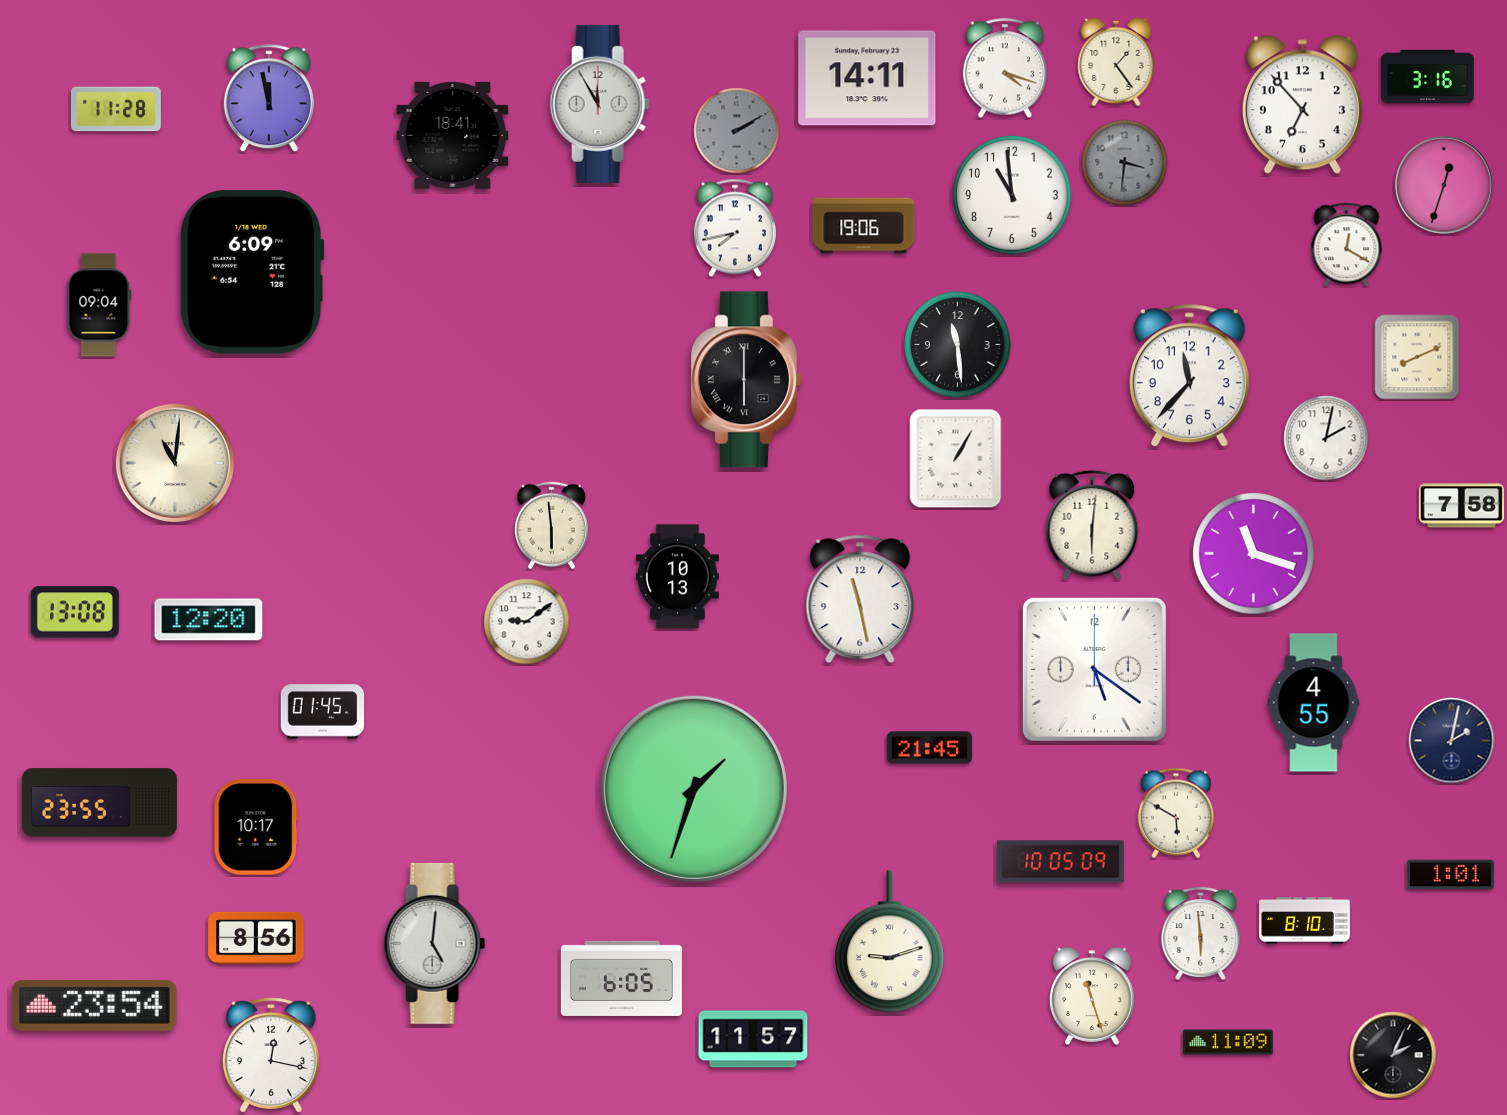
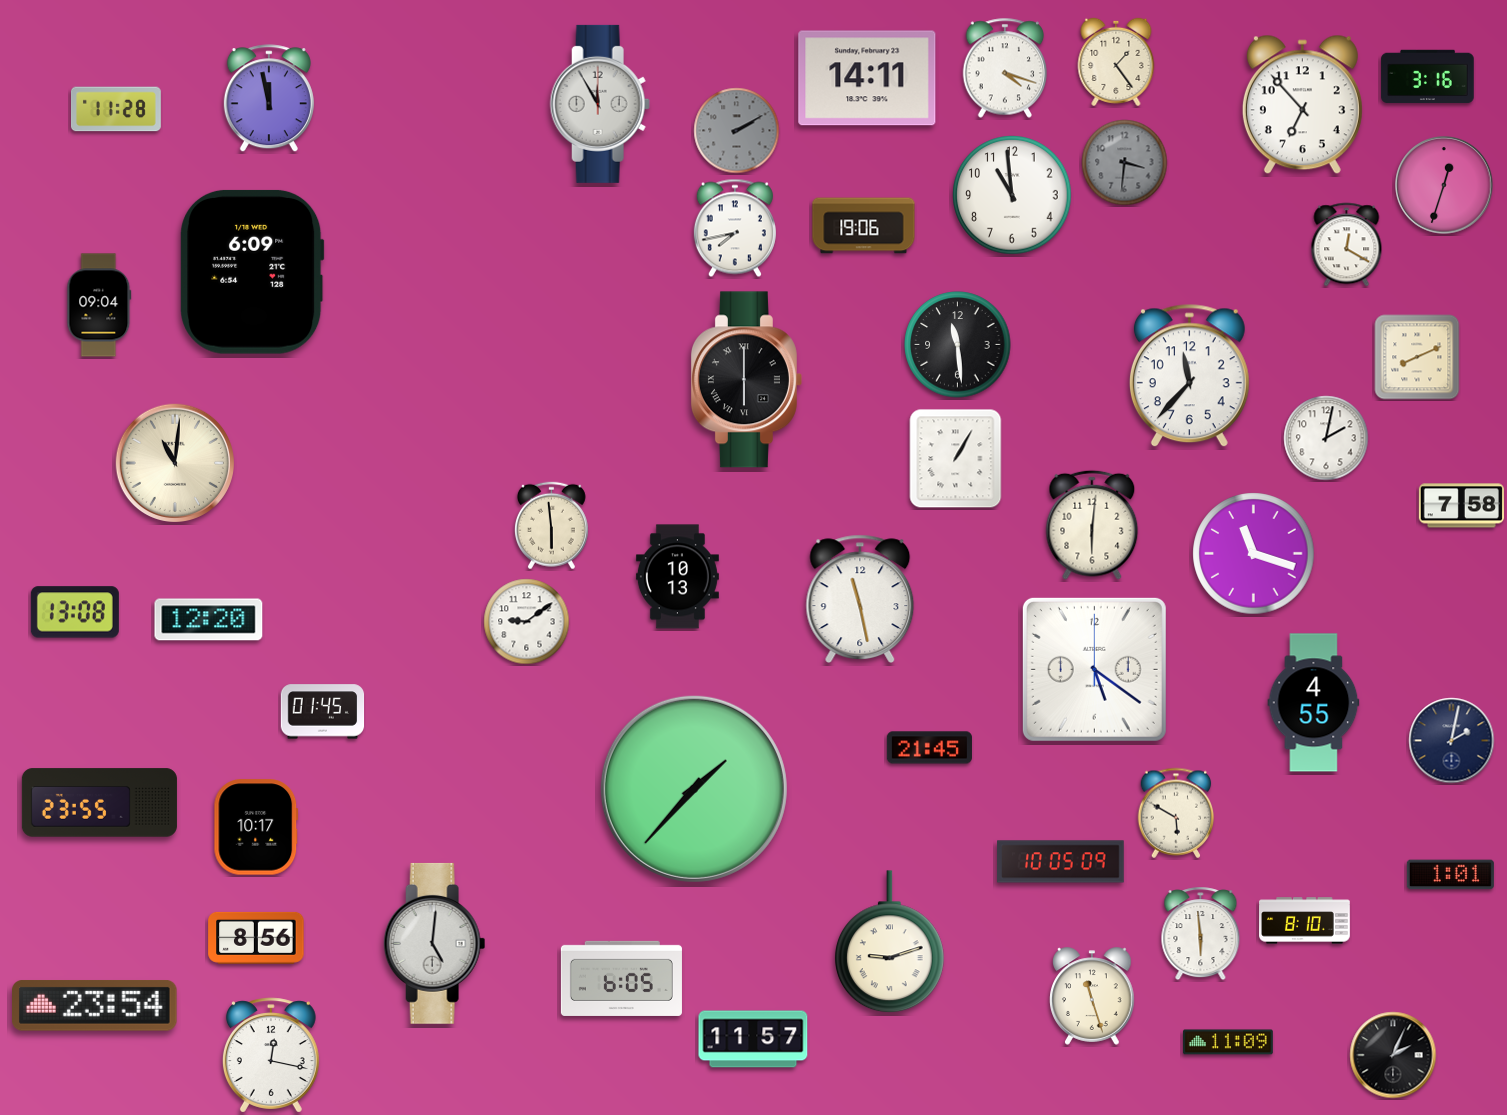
clock at (453, 135): 18:41 -> none
clock at (694, 789): 1:33 -> 1:37
